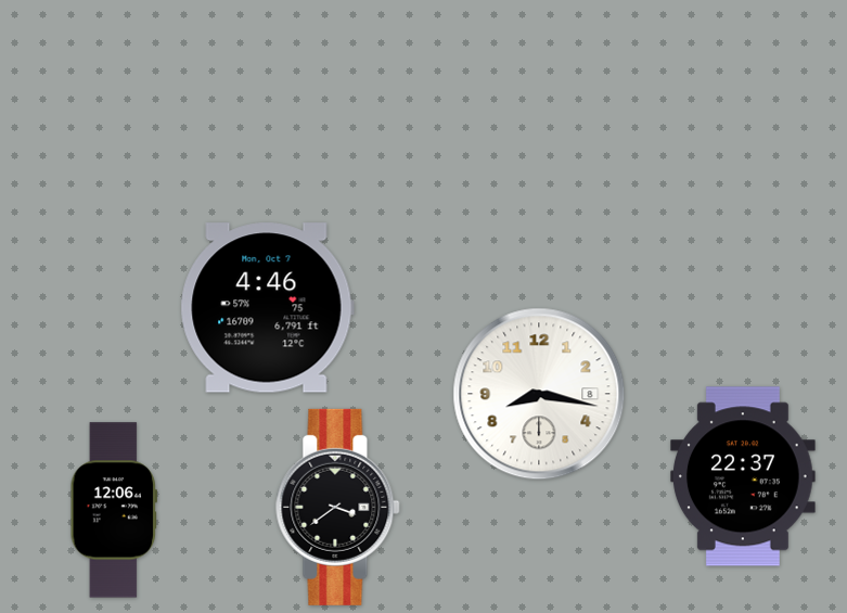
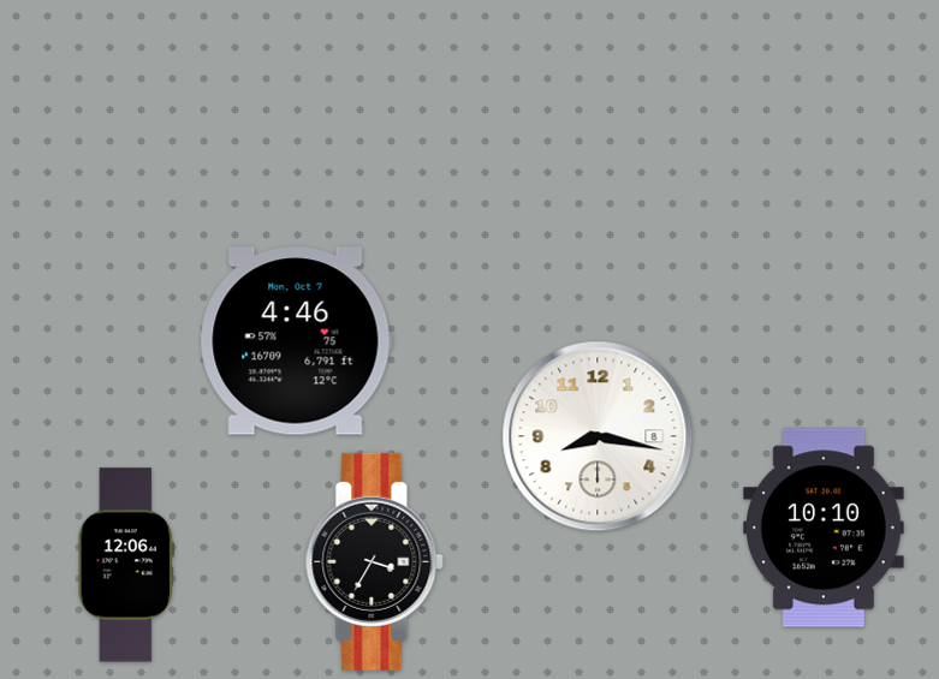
clock at (744, 476): 22:37 -> 10:10
clock at (338, 507): 3:39 -> 3:35
